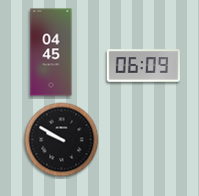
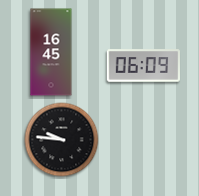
clock at (51, 52): 04:45 -> 16:45
clock at (62, 140): 9:50 -> 9:46
